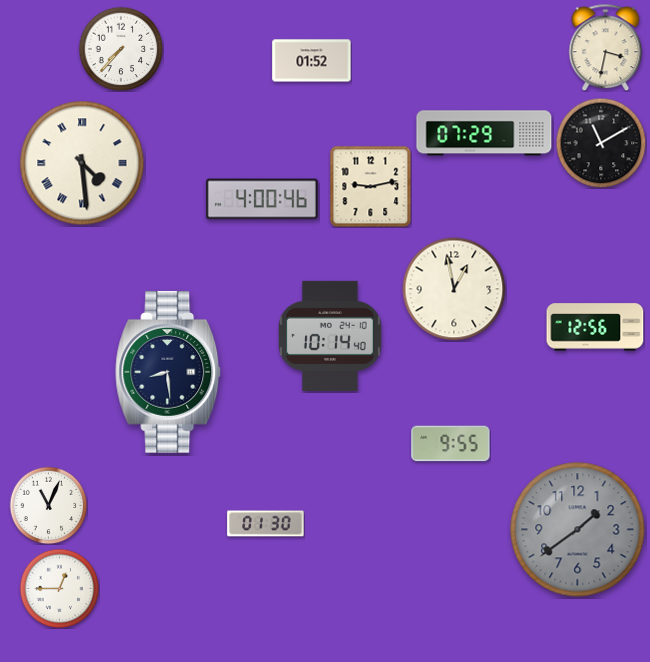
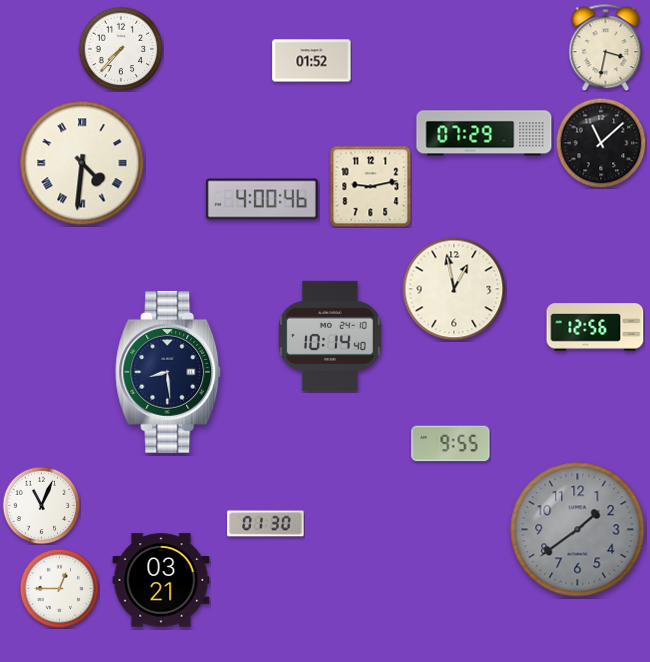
clock at (601, 143): 11:10 -> 11:08
clock at (82, 163): 4:29 -> 4:31
clock at (48, 505) position: (48, 505) -> (41, 505)
clock at (161, 580): none -> 03:21
